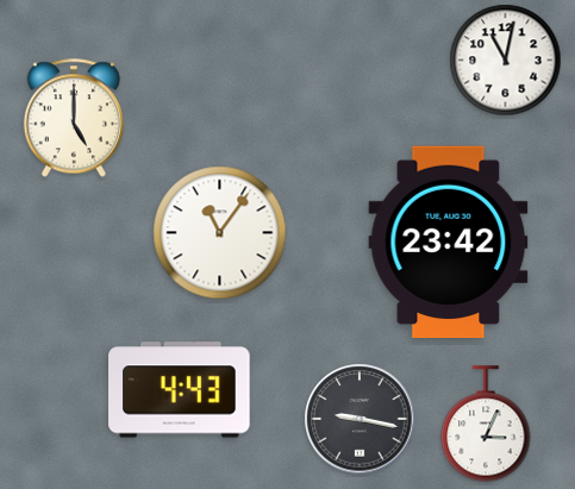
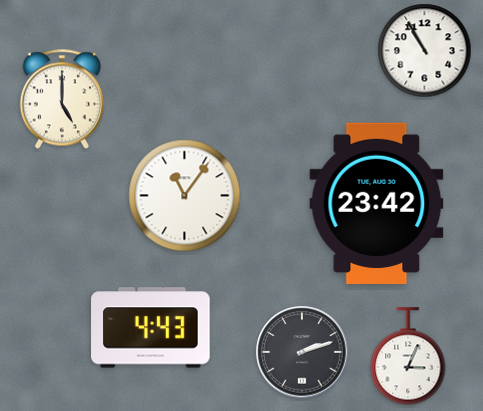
clock at (506, 61): 11:02 -> 10:55
clock at (360, 419): 9:17 -> 2:12
